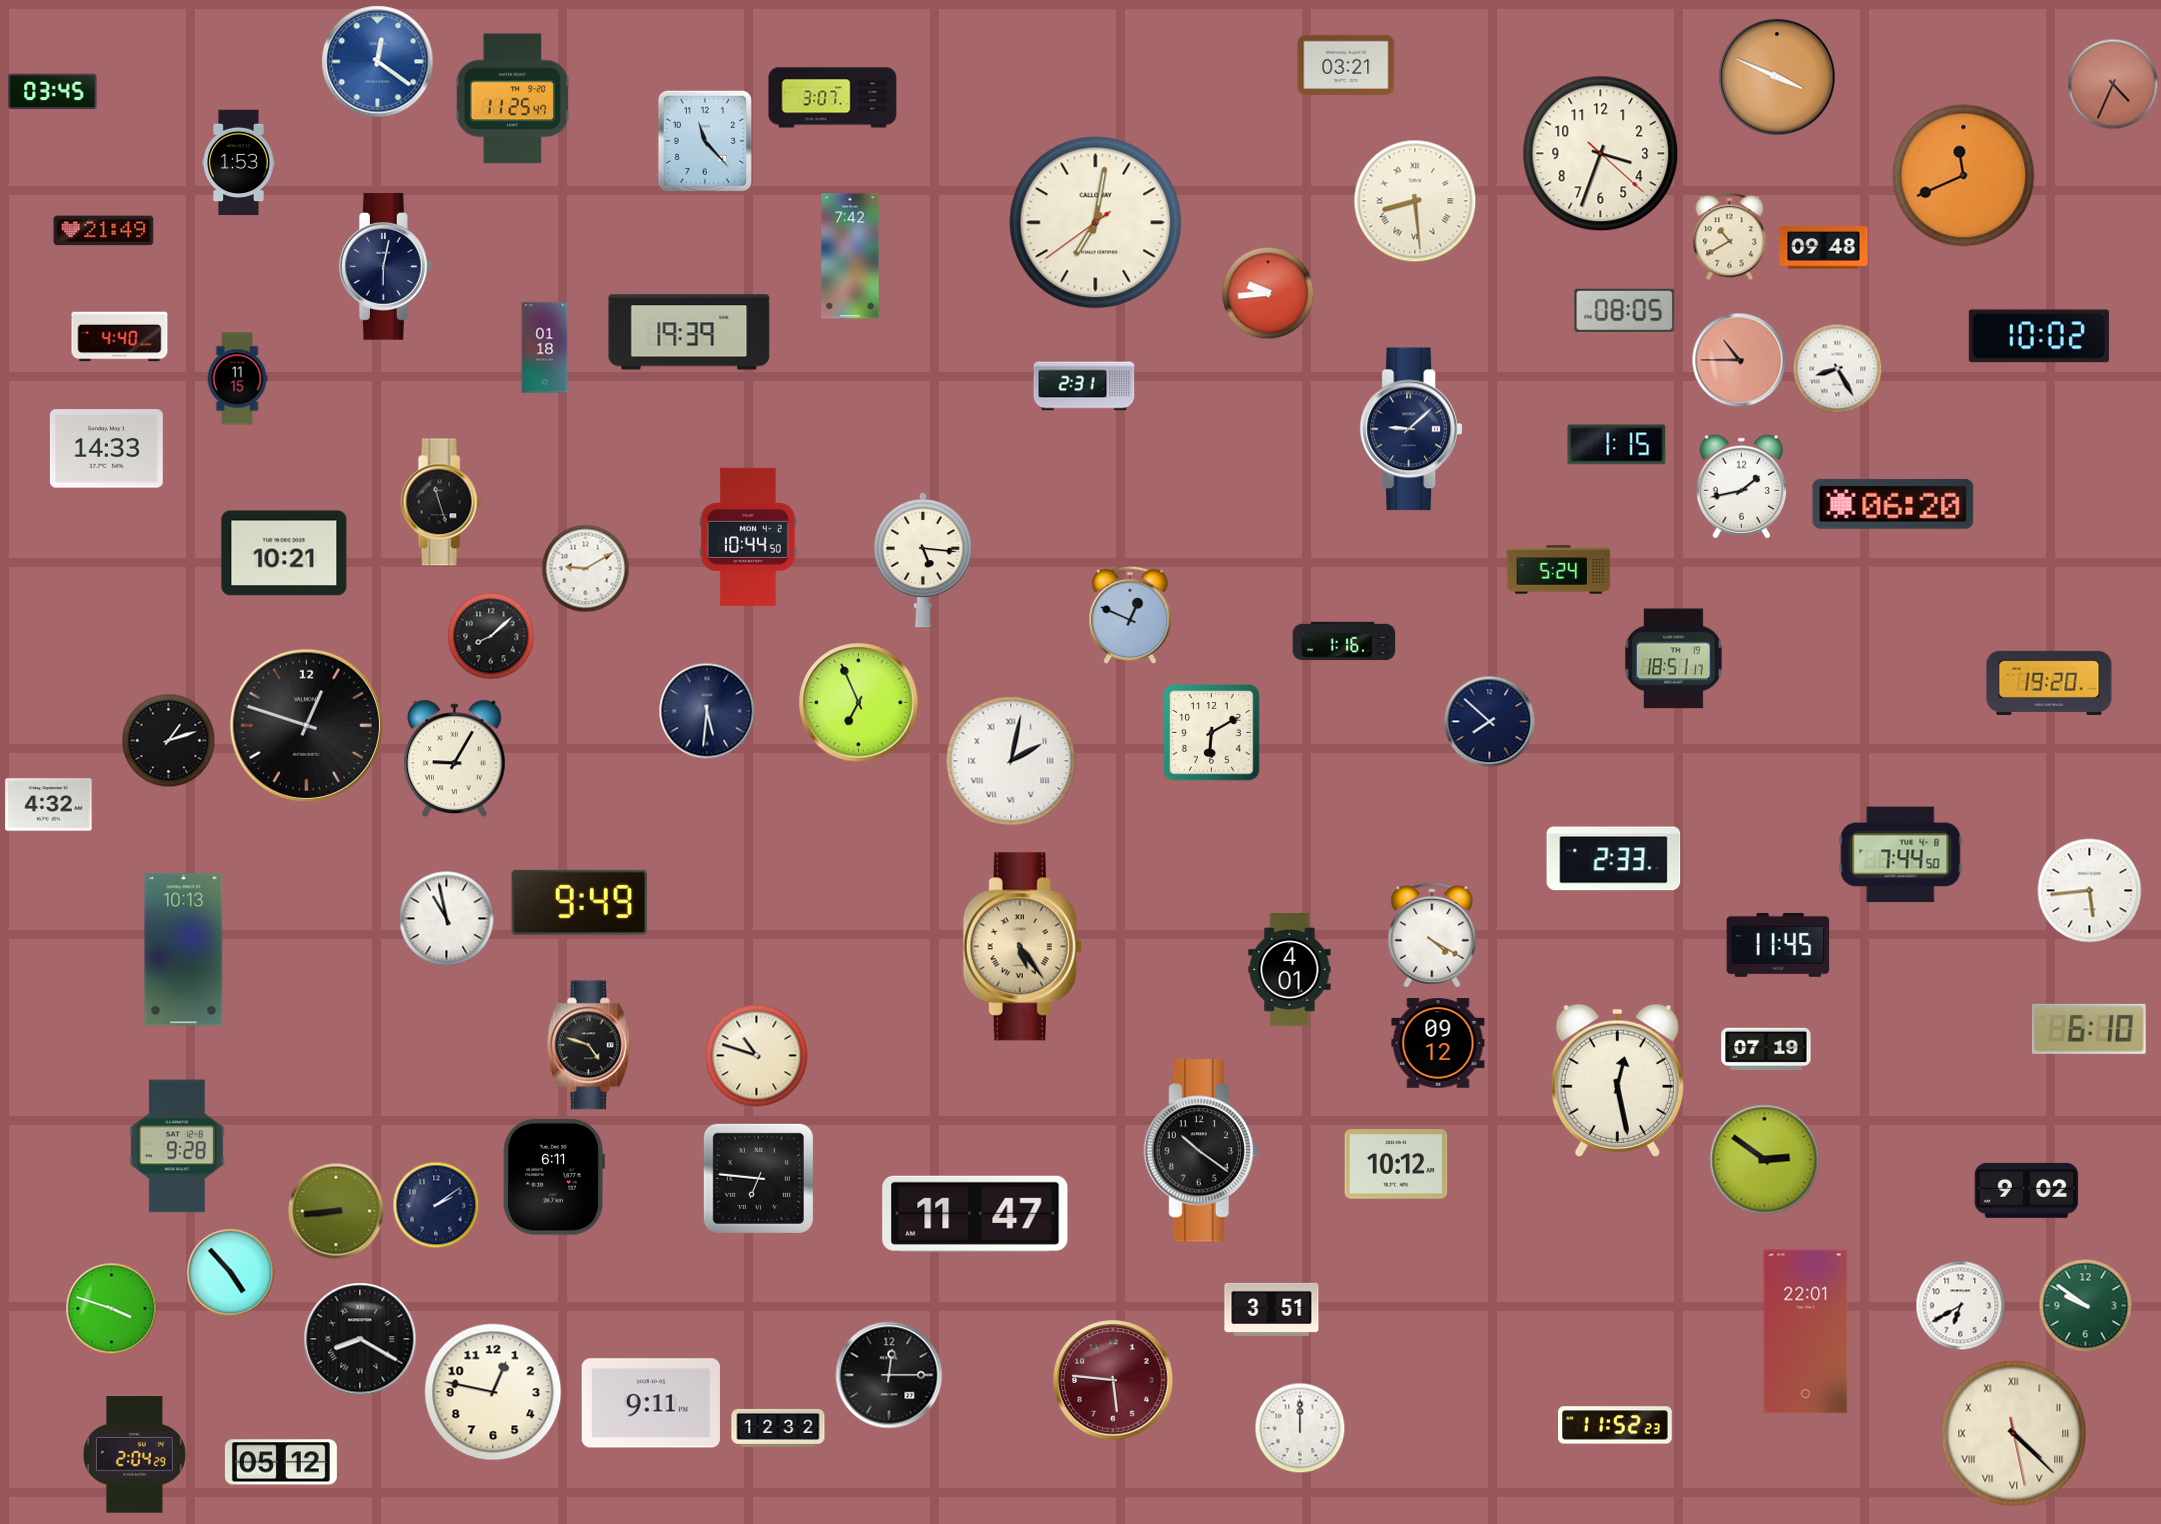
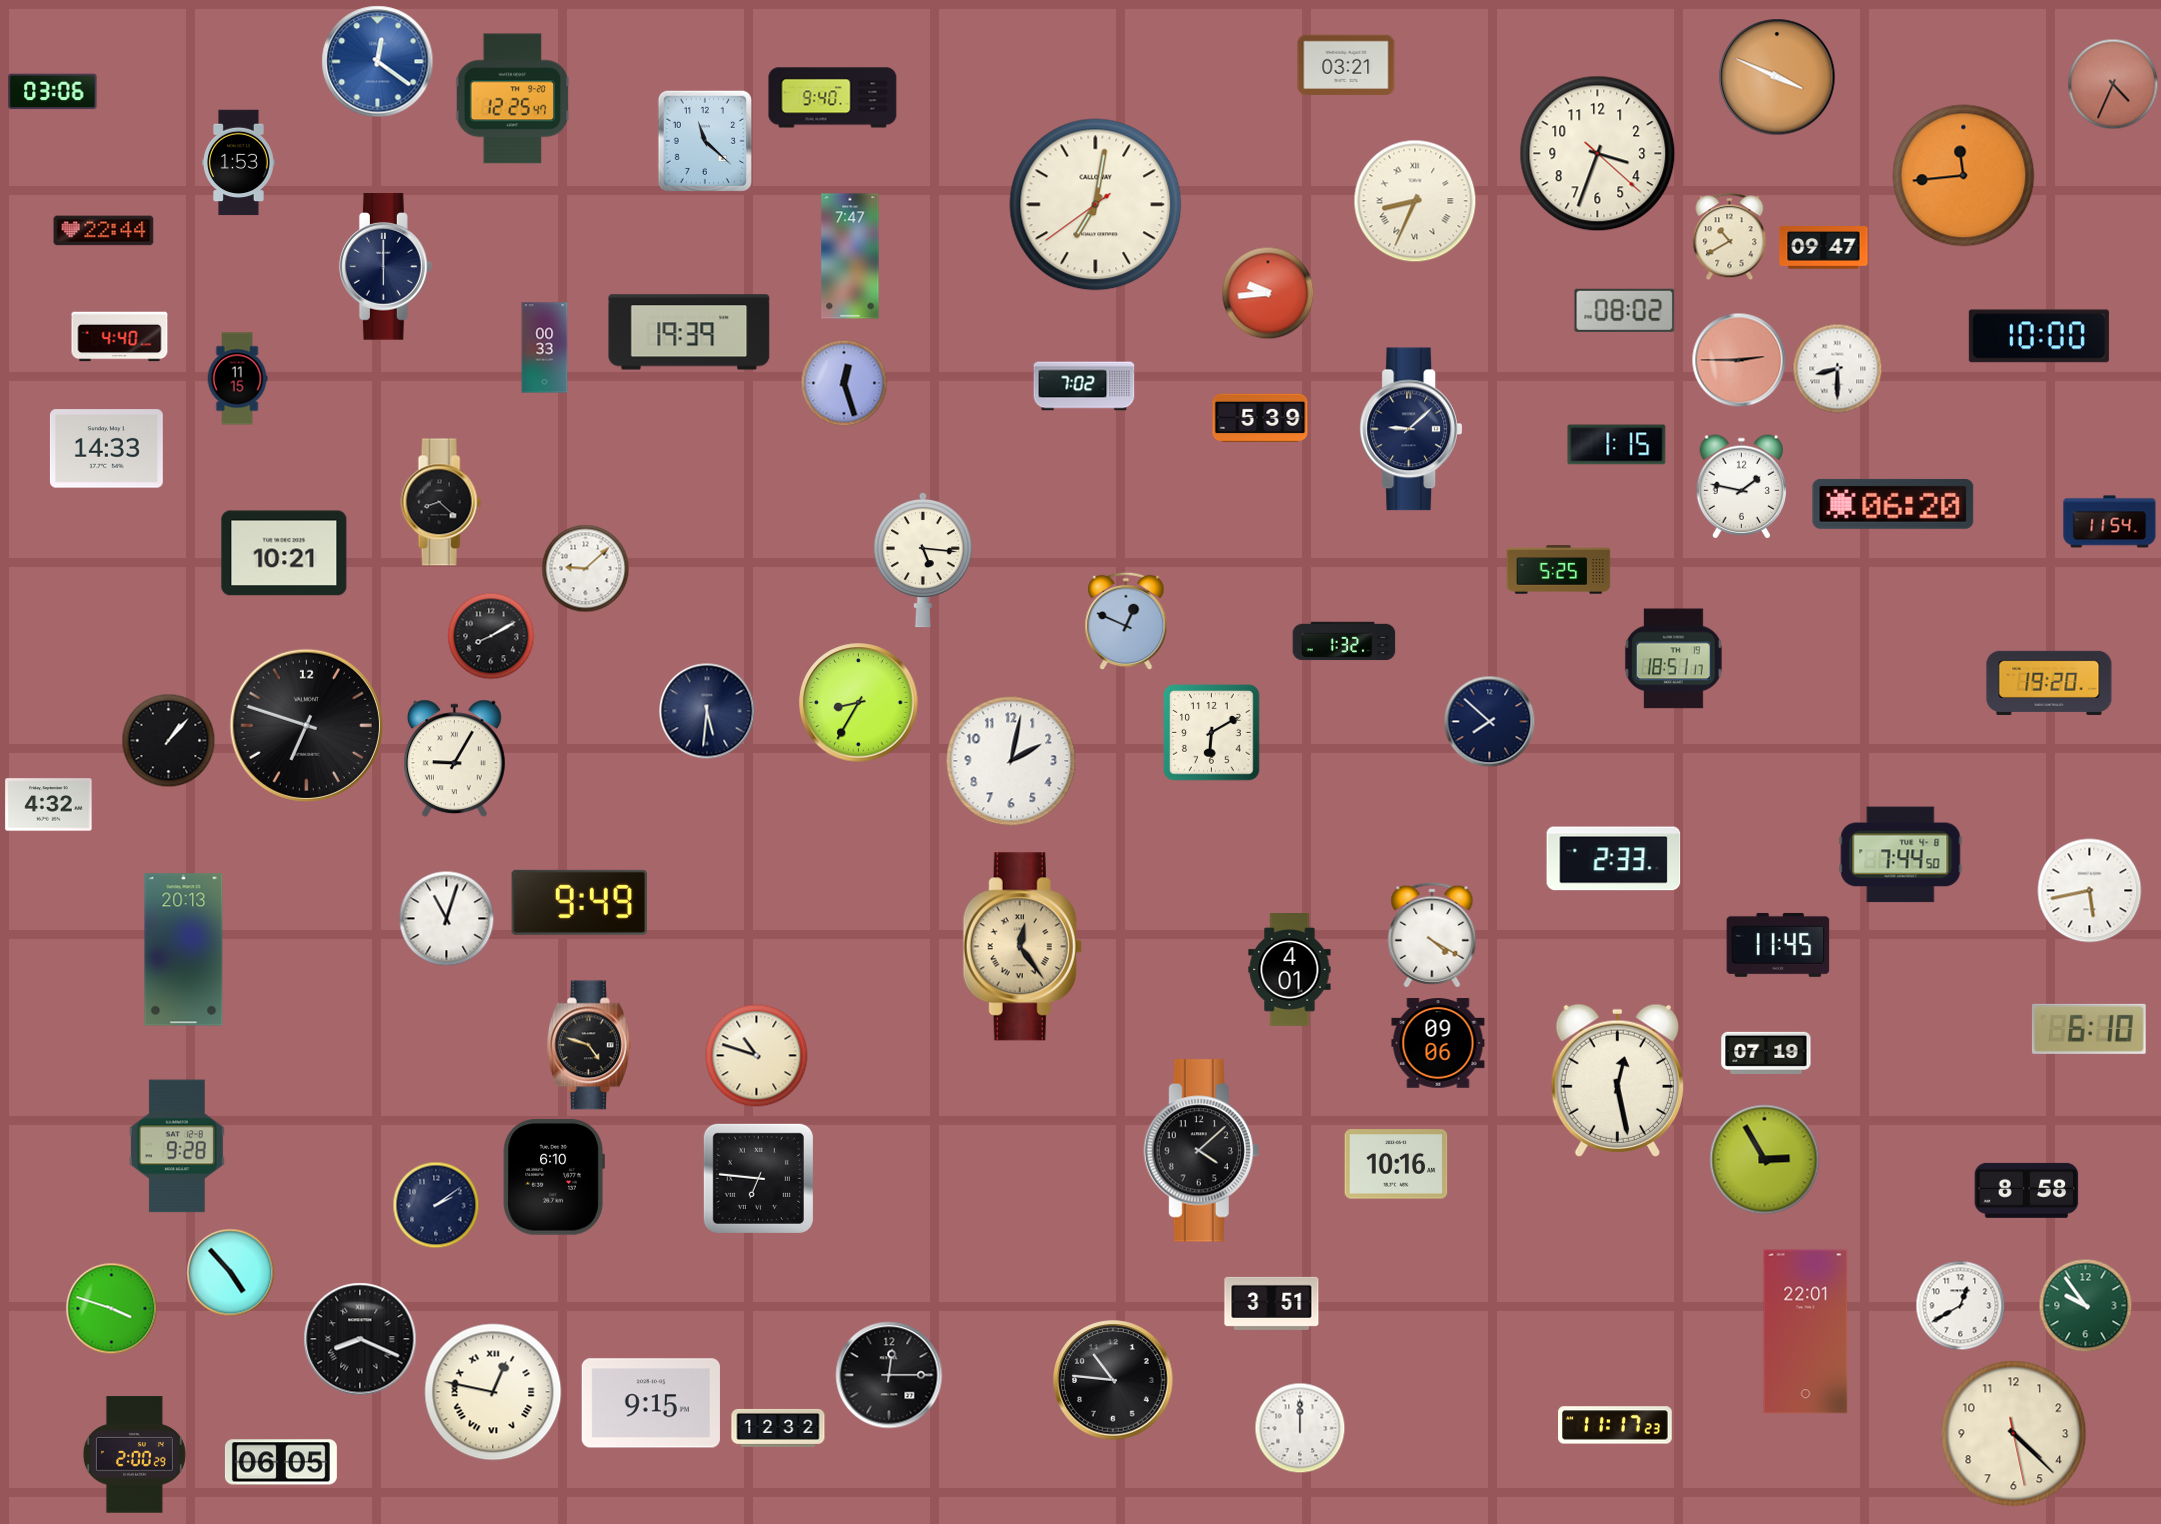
clock at (53, 92): 03:45 -> 03:06
clock at (833, 98): 3:07 -> 9:40
clock at (513, 99): 11:25 -> 12:25
clock at (705, 141): 11:23 -> 11:22
clock at (1601, 154) position: (1601, 154) -> (1598, 154)
clock at (1964, 176): 11:41 -> 11:44
clock at (1415, 201): 8:29 -> 8:34
clock at (1096, 223) position: (1096, 223) -> (1096, 205)
clock at (104, 231): 21:49 -> 22:44
clock at (1824, 248): 09:48 -> 09:47
clock at (850, 256): 7:42 -> 7:47
clock at (385, 267): 6:02 -> 6:00
clock at (1625, 310): 08:05 -> 08:02
clock at (2039, 336): 10:02 -> 10:00
clock at (545, 348): 01:18 -> 00:33
clock at (1739, 360): 10:45 -> 2:45
clock at (1838, 369): 8:25 -> 8:30
clock at (844, 383): none -> 12:27
clock at (1084, 386): 2:31 -> 7:02
clock at (1260, 418): none -> 5:39
clock at (1742, 487): 1:43 -> 1:47
clock at (441, 502): 11:27 -> 8:22
clock at (2110, 522): none -> 11:54
clock at (748, 537): 10:44 -> none
clock at (586, 569): 9:10 -> 9:08
clock at (1559, 570): 5:24 -> 5:25
clock at (1130, 615) position: (1130, 615) -> (1126, 621)
clock at (491, 636): 8:08 -> 8:10
clock at (1344, 641): 1:16 -> 1:32
clock at (859, 703): 6:56 -> 8:35
clock at (306, 725): 12:48 -> 6:48
clock at (169, 741): 1:12 -> 1:07
clock at (1011, 761) numerals: Roman -> Arabic
clock at (2090, 891): 5:44 -> 5:43
clock at (447, 919): 10:58 -> 11:03
clock at (1022, 947): 5:24 -> 12:24
clock at (184, 950): 10:13 -> 20:13
clock at (1438, 1043): 09:12 -> 09:06
clock at (1766, 1049) position: (1766, 1049) -> (1766, 1053)
clock at (1201, 1151): 10:21 -> 4:08
clock at (1765, 1160): 2:51 -> 2:55
clock at (1396, 1164): 10:12 -> 10:16
clock at (554, 1177): 6:11 -> 6:10
clock at (2027, 1190): 9:02 -> 8:58
clock at (336, 1211): 8:44 -> none
clock at (975, 1214): 11:47 -> none
clock at (1961, 1306): 6:40 -> 12:40
clock at (2086, 1306): 9:51 -> 9:54
clock at (1272, 1309) position: (1272, 1309) -> (1272, 1303)
clock at (360, 1339): 8:20 -> 8:19
clock at (1113, 1380): 5:46 -> 10:46
clock at (1113, 1380) dial: burgundy -> black
clock at (493, 1392) numerals: Arabic -> Roman
clock at (651, 1403): 9:11 -> 9:15
clock at (1615, 1425): 11:52 -> 11:17
clock at (2014, 1434) numerals: Roman -> Arabic
clock at (134, 1455): 2:04 -> 2:00
clock at (281, 1462): 05:12 -> 06:05
